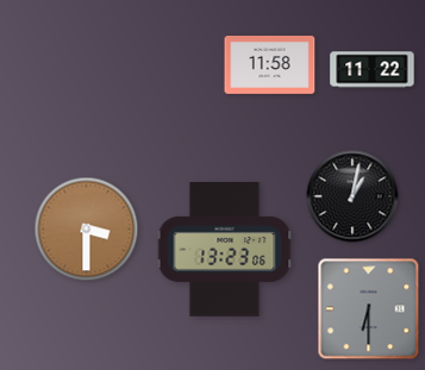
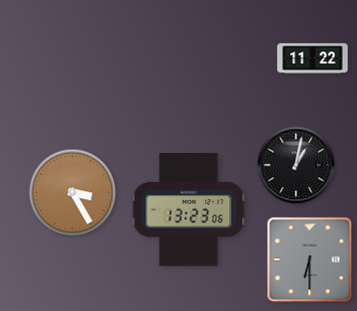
clock at (270, 65): 11:58 -> none
clock at (87, 230): 3:30 -> 3:25
